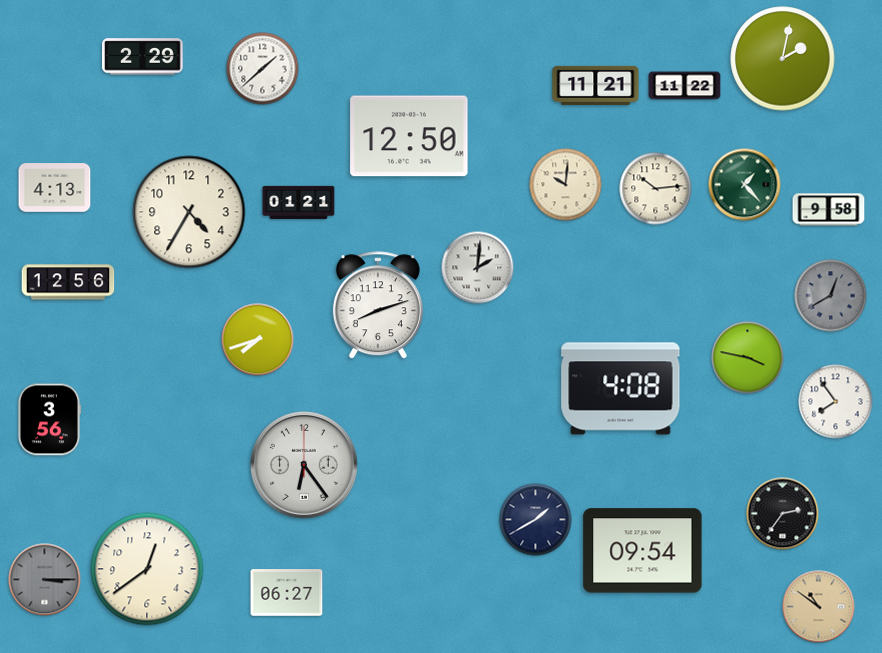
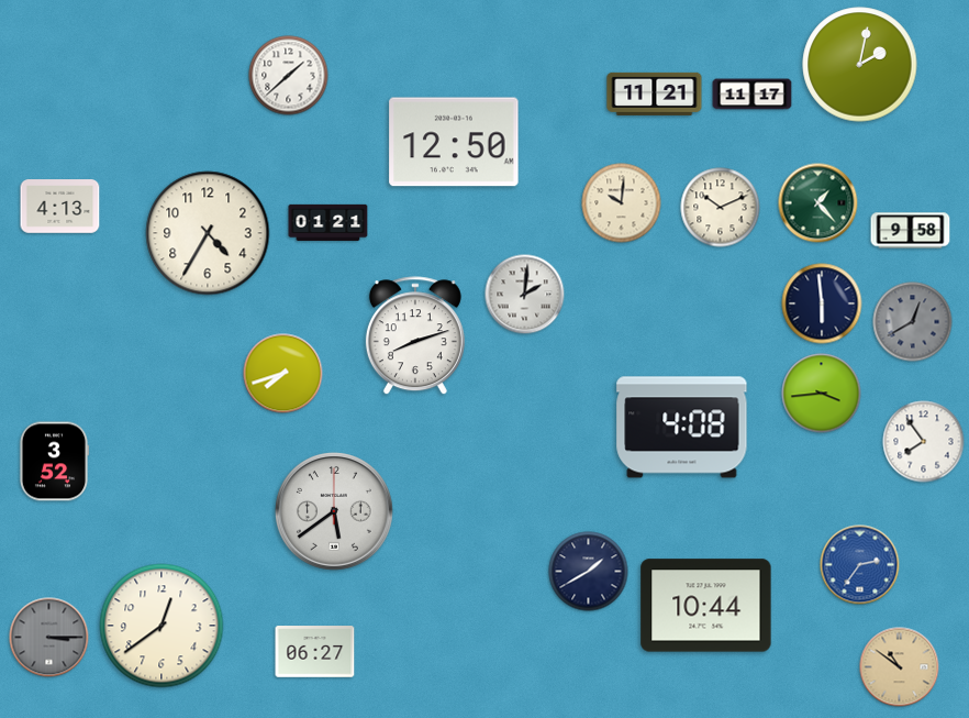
clock at (143, 57): 2:29 -> none
clock at (685, 86): 11:22 -> 11:17
clock at (409, 136) position: (409, 136) -> (454, 142)
clock at (656, 189): 10:14 -> 10:11
clock at (822, 303): none -> 5:59
clock at (68, 282): 12:56 -> none
clock at (831, 296) position: (831, 296) -> (913, 322)
clock at (748, 358): 3:47 -> 3:44
clock at (836, 402) position: (836, 402) -> (924, 442)
clock at (48, 420): 3:56 -> 3:52
clock at (304, 465): 6:24 -> 5:39
clock at (783, 514) dial: black -> blue
clock at (643, 551): 09:54 -> 10:44
